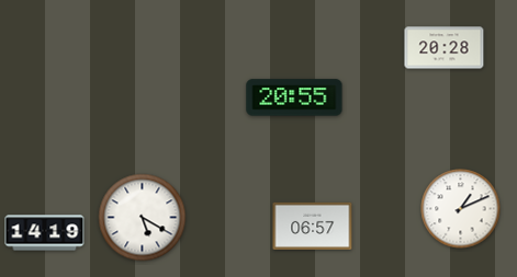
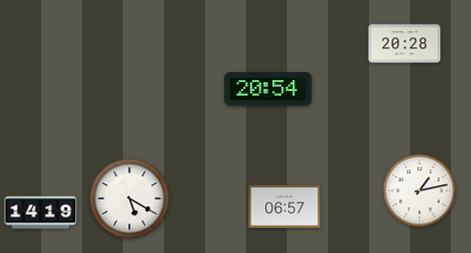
clock at (294, 97): 20:55 -> 20:54
clock at (461, 209): 1:11 -> 1:13
